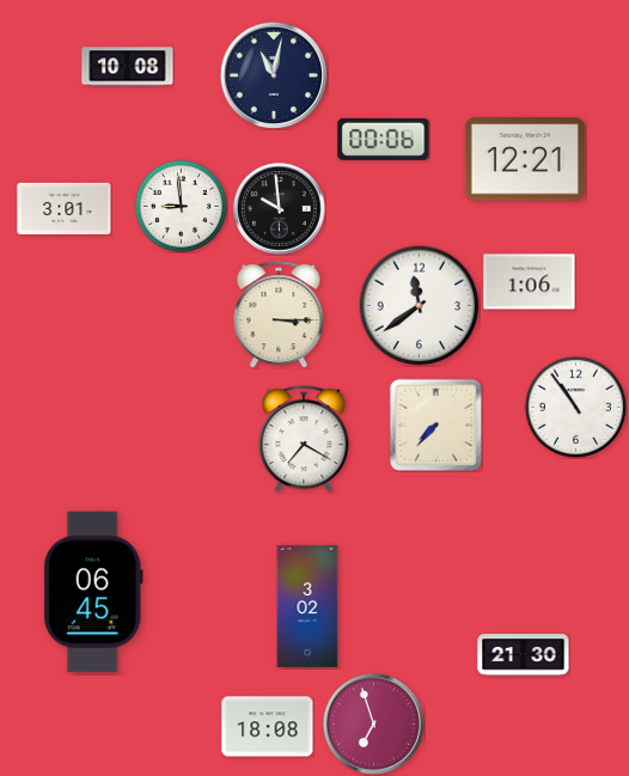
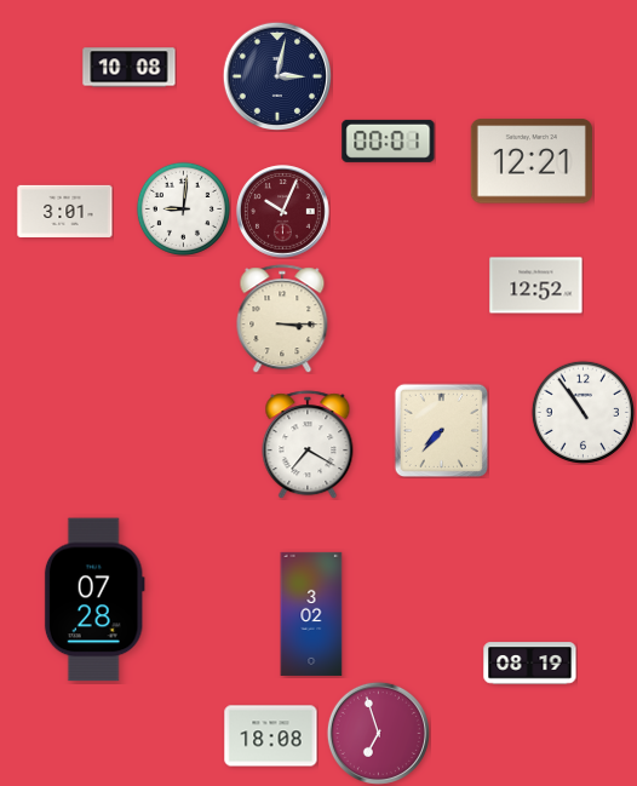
clock at (274, 74): 11:02 -> 3:02
clock at (384, 139): 00:06 -> 00:01
clock at (181, 206): 8:59 -> 9:01
clock at (280, 209): 9:59 -> 10:04
clock at (280, 209) dial: black -> burgundy
clock at (530, 282): 1:06 -> 12:52
clock at (420, 306): 11:39 -> none
clock at (93, 592): 06:45 -> 07:28
clock at (524, 655): 21:30 -> 08:19
